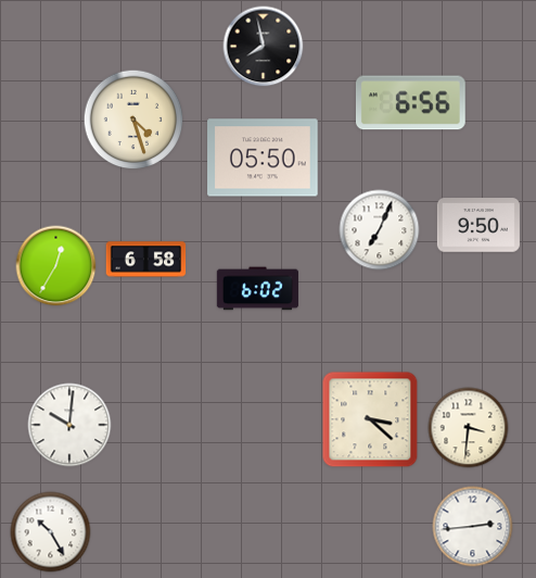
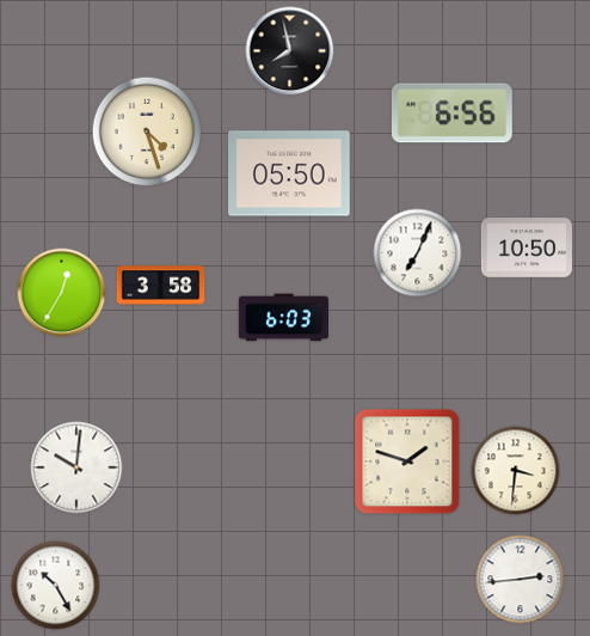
clock at (478, 225): 9:50 -> 10:50
clock at (146, 260): 6:58 -> 3:58
clock at (257, 289): 6:02 -> 6:03
clock at (370, 419): 3:22 -> 1:48
